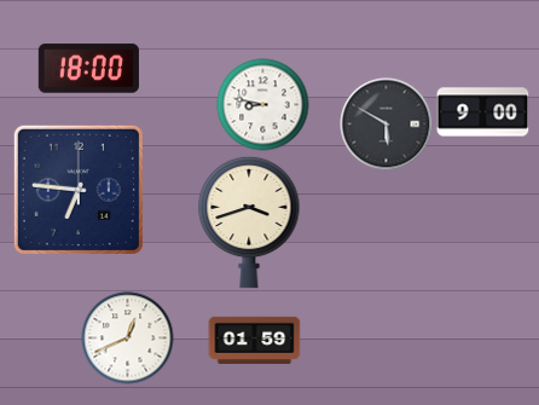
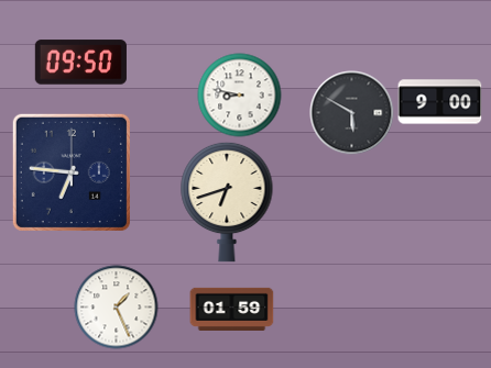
clock at (88, 69): 18:00 -> 09:50
clock at (249, 222): 3:42 -> 6:42
clock at (128, 339): 12:41 -> 1:26
